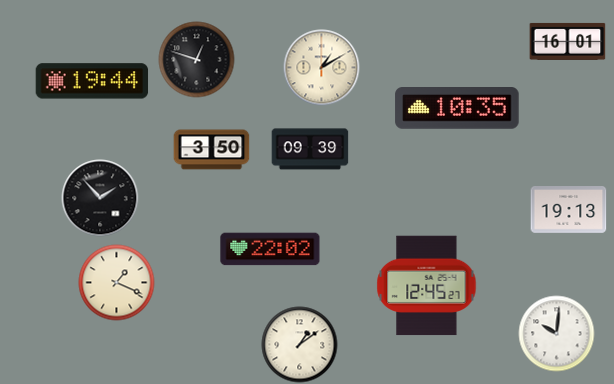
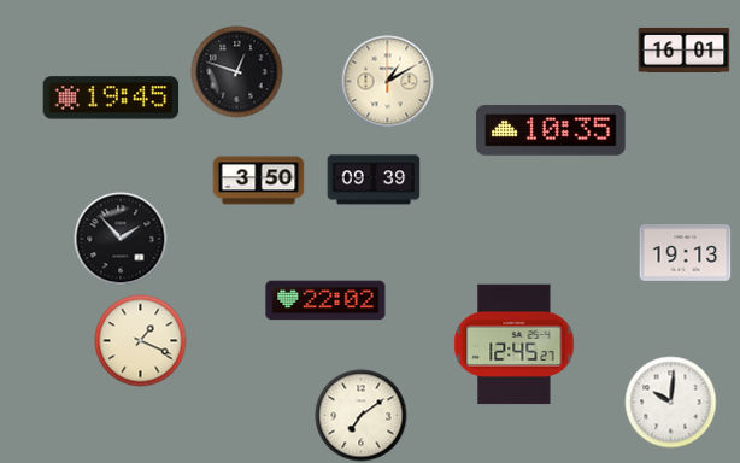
clock at (92, 81): 19:44 -> 19:45
clock at (212, 150) position: (212, 150) -> (259, 181)
clock at (300, 345): 1:09 -> 7:09
